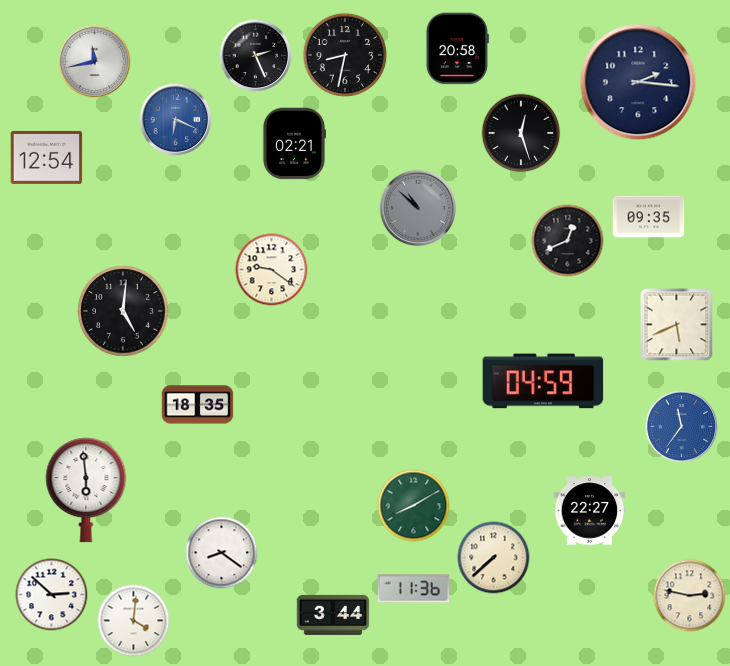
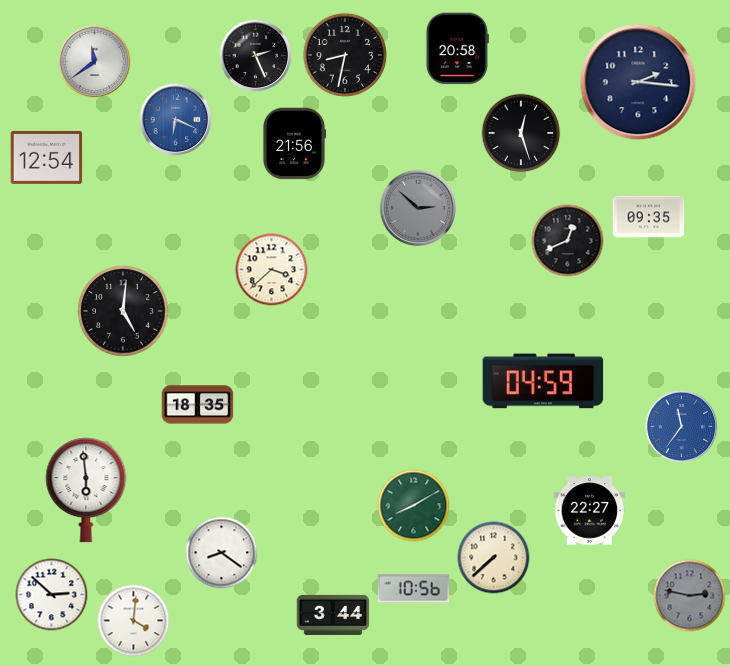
clock at (95, 62): 11:43 -> 11:39
clock at (293, 144): 02:21 -> 21:56
clock at (418, 208): 10:52 -> 2:52
clock at (272, 270): 9:21 -> 3:38
clock at (677, 325): 5:41 -> none
clock at (414, 589): 11:36 -> 10:56
clock at (690, 596) dial: cream -> grey
